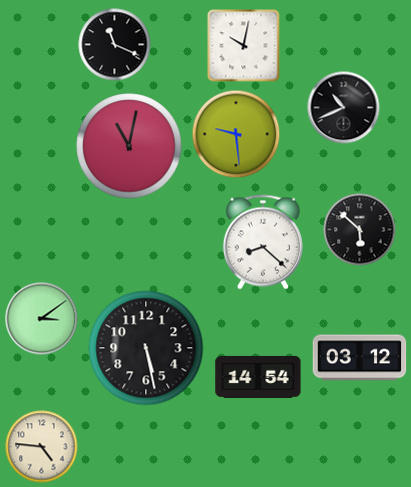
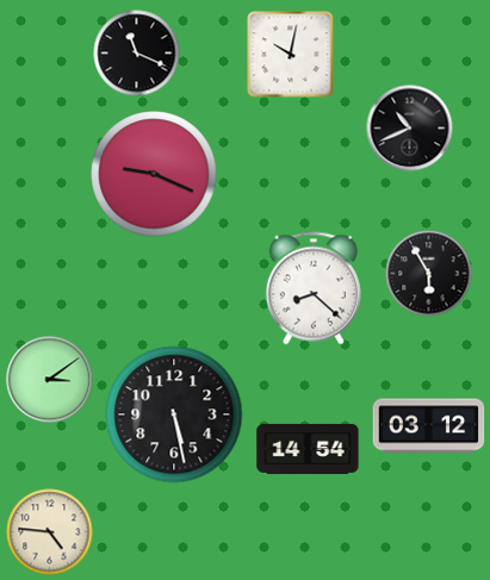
clock at (236, 134): 9:29 -> none
clock at (129, 146): 11:02 -> 9:19
clock at (360, 230): 5:52 -> 5:55
